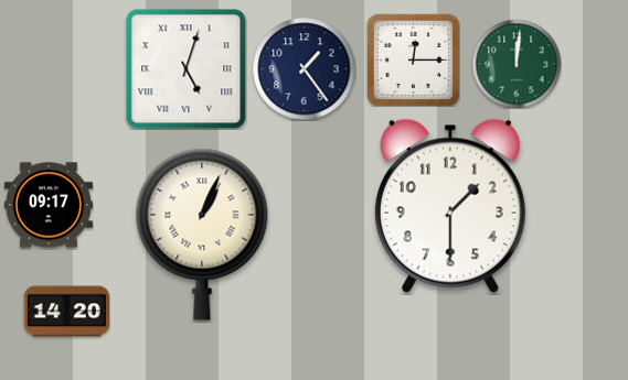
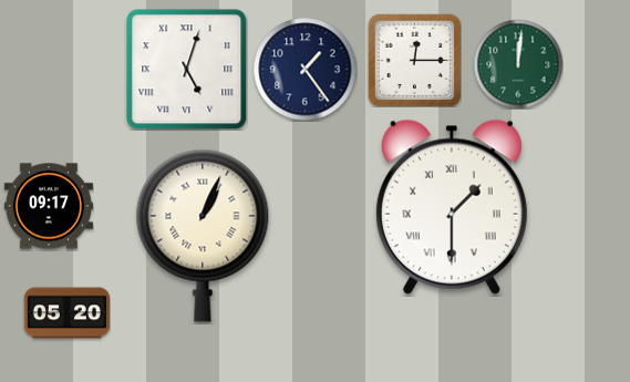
clock at (450, 206) numerals: Arabic -> Roman
clock at (66, 312): 14:20 -> 05:20
